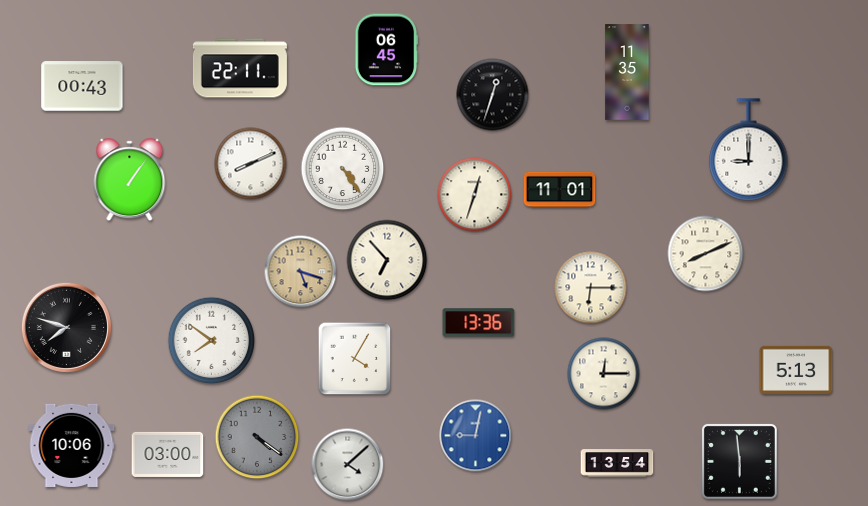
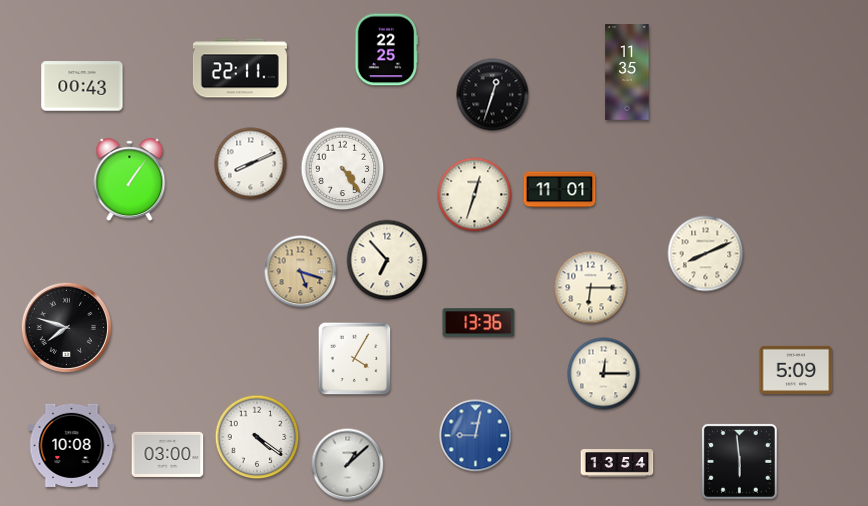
clock at (386, 50): 06:45 -> 22:25
clock at (749, 150): 9:00 -> none
clock at (212, 341): 7:51 -> none
clock at (796, 370): 5:13 -> 5:09
clock at (257, 437) dial: grey -> white
clock at (72, 445): 10:06 -> 10:08
clock at (348, 465): 4:08 -> 1:08
